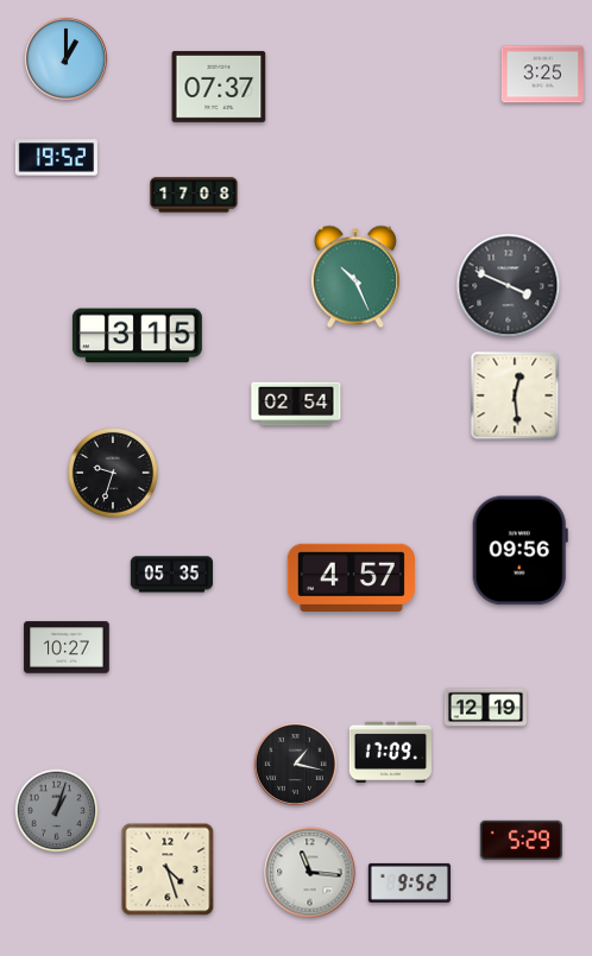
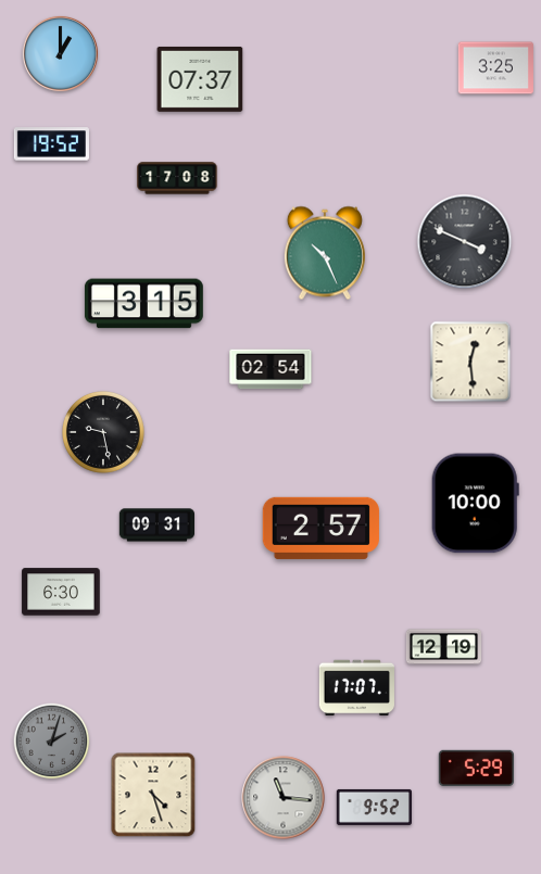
clock at (509, 286) position: (509, 286) -> (465, 242)
clock at (137, 336) position: (137, 336) -> (143, 304)
clock at (114, 474): 9:33 -> 9:28
clock at (519, 551): 09:56 -> 10:00
clock at (171, 575): 05:35 -> 09:31
clock at (351, 577): 4:57 -> 2:57
clock at (67, 647): 10:27 -> 6:30
clock at (390, 753): 17:09 -> 17:07
clock at (295, 764): 1:17 -> none
clock at (57, 811): 1:03 -> 2:03
